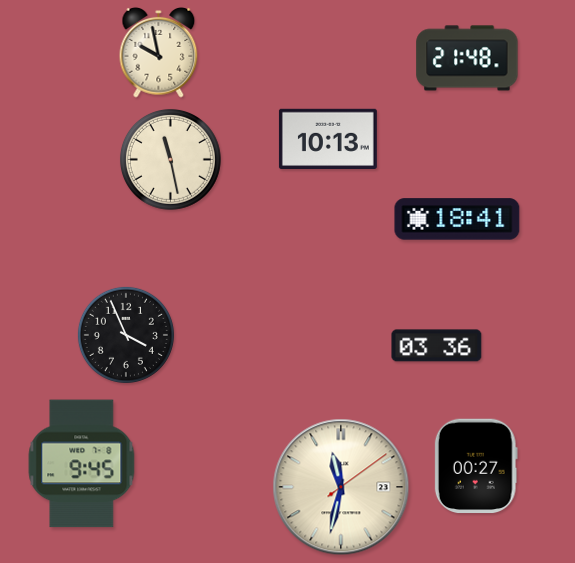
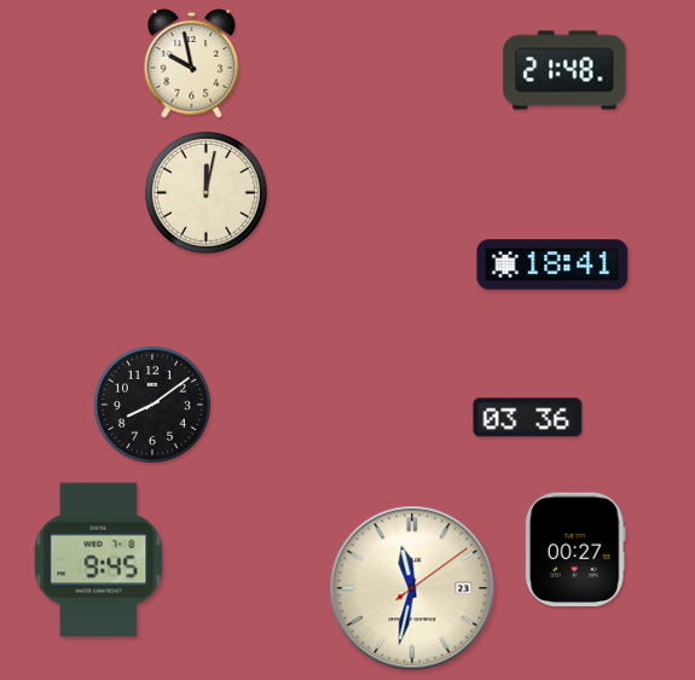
clock at (328, 138): 10:13 -> none
clock at (170, 159): 11:28 -> 12:02
clock at (126, 335): 3:56 -> 8:09
clock at (476, 466) position: (476, 466) -> (575, 550)
